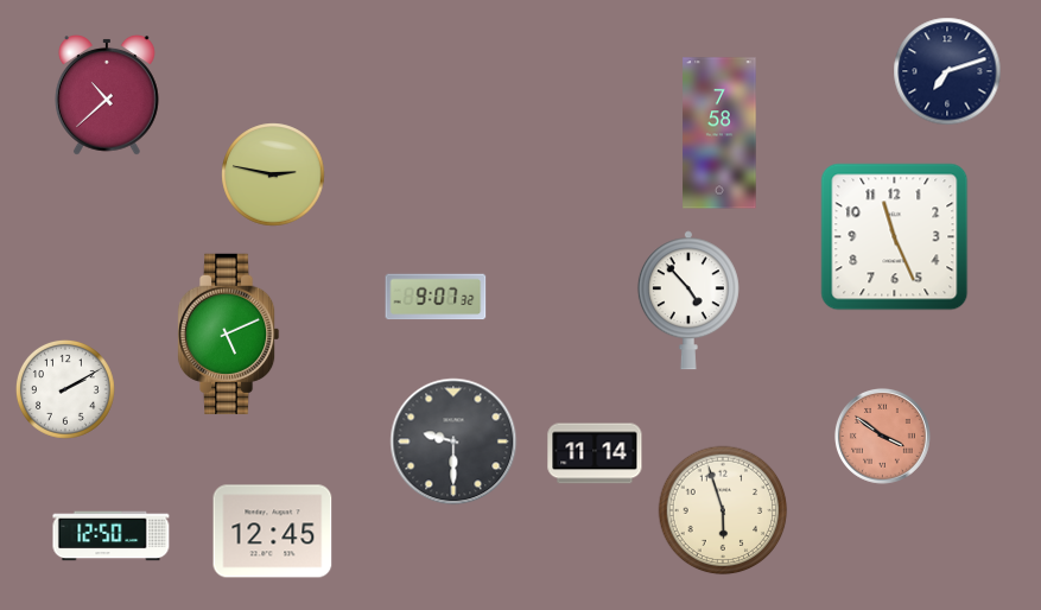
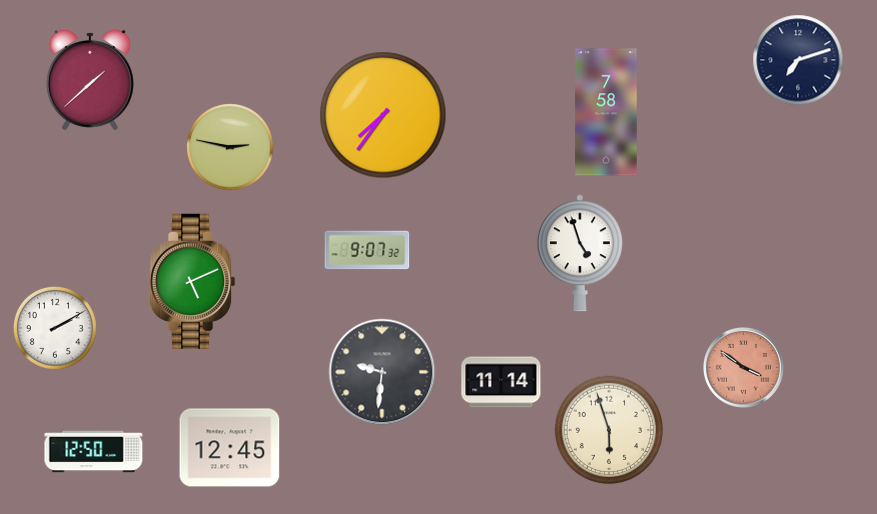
clock at (108, 96): 10:38 -> 1:38
clock at (383, 115): none -> 7:36
clock at (895, 237): 11:26 -> none
clock at (688, 300): 4:53 -> 4:57
clock at (453, 441): 9:30 -> 9:31
